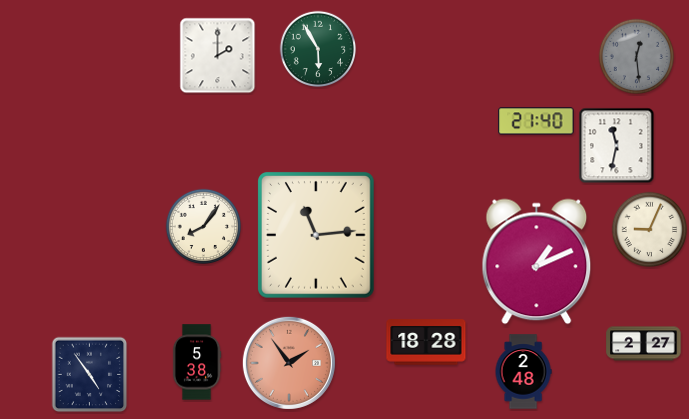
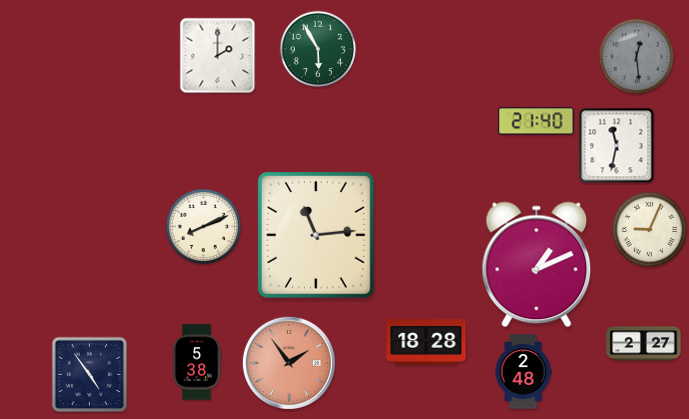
clock at (204, 227): 8:06 -> 8:11
clock at (537, 262) position: (537, 262) -> (537, 265)
